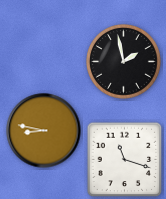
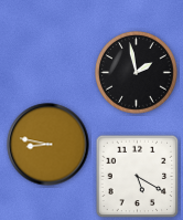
clock at (124, 62) position: (124, 62) -> (137, 73)
clock at (125, 160): 11:18 -> 5:20
